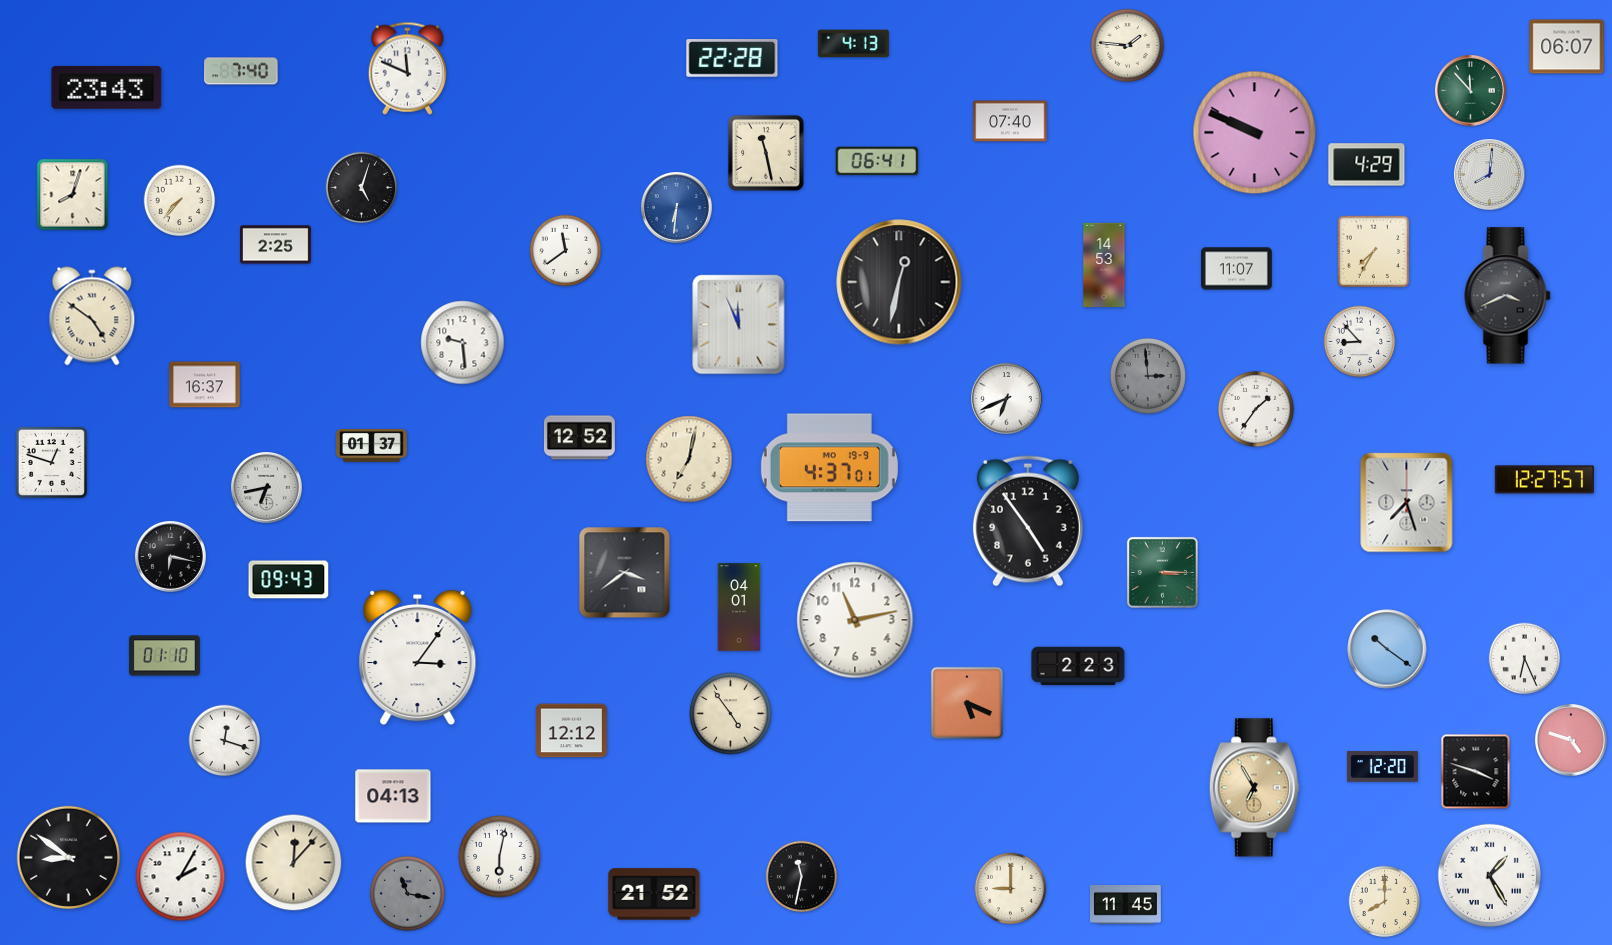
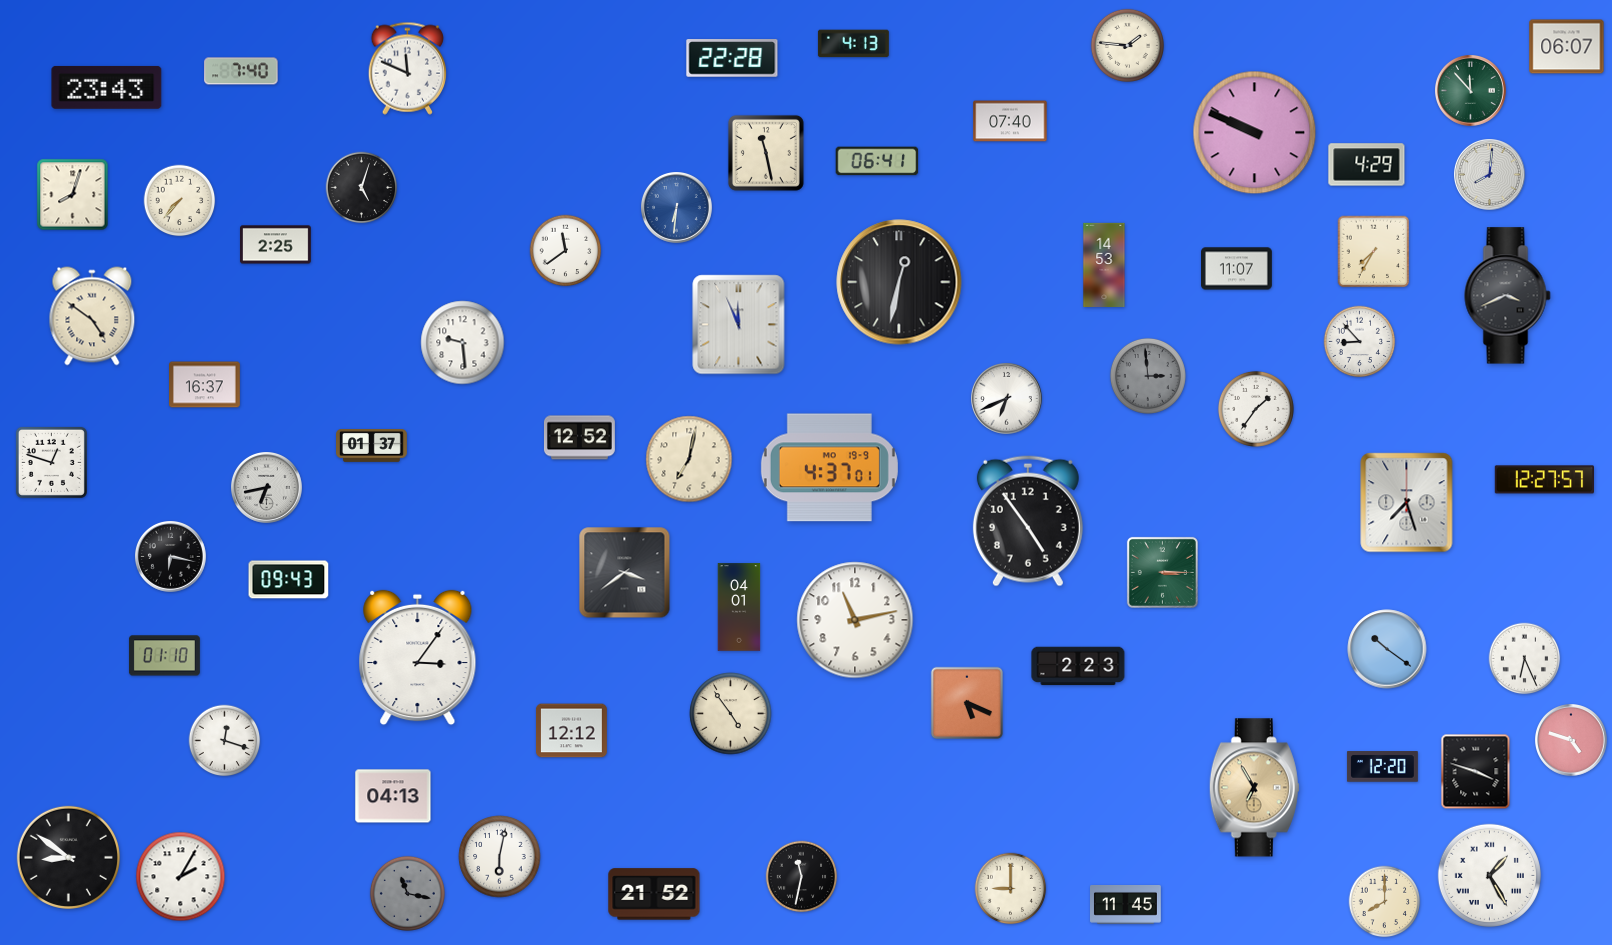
clock at (294, 863): 12:07 -> none
